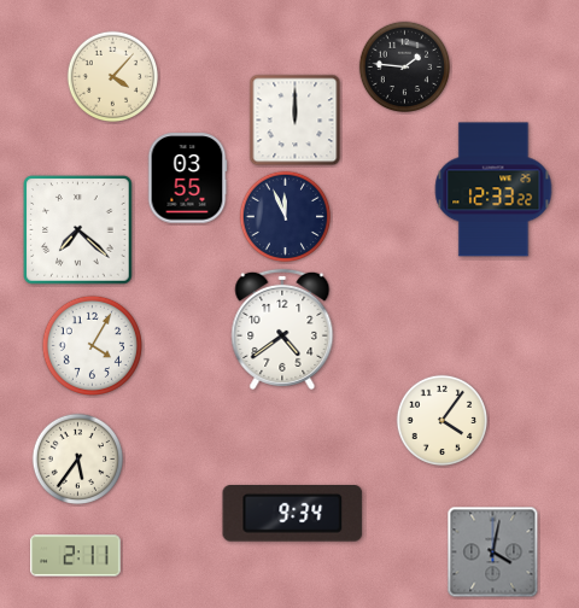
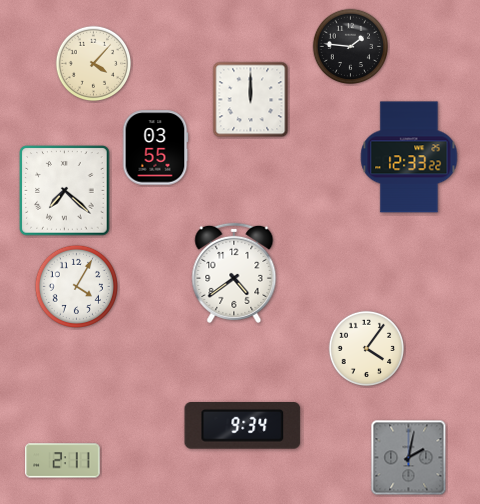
clock at (405, 68) position: (405, 68) -> (351, 47)
clock at (296, 121) position: (296, 121) -> (251, 100)
clock at (286, 217): 11:56 -> none
clock at (78, 460): 5:36 -> none
clock at (493, 553): 4:02 -> 2:02
